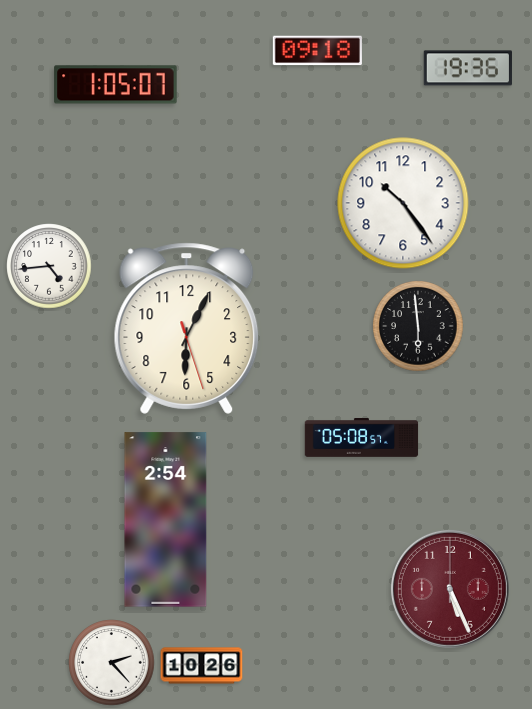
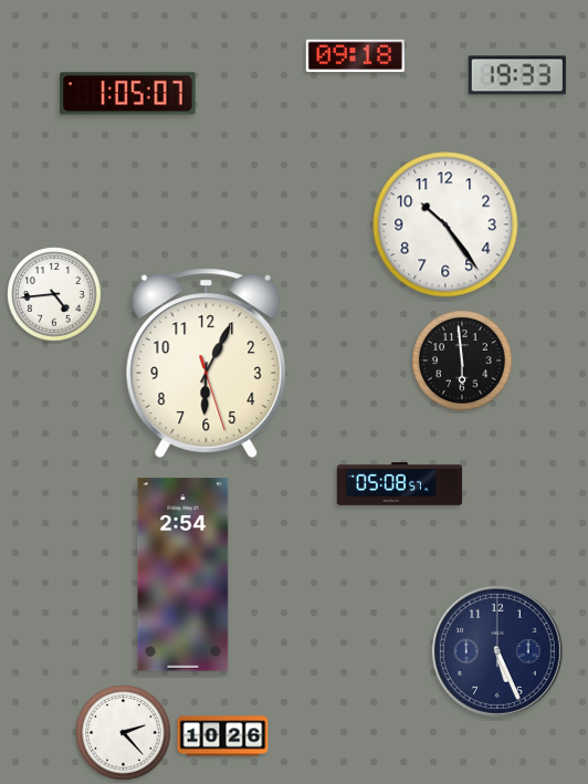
clock at (317, 51) position: (317, 51) -> (355, 56)
clock at (468, 68): 19:36 -> 19:33
clock at (450, 589) dial: burgundy -> navy
